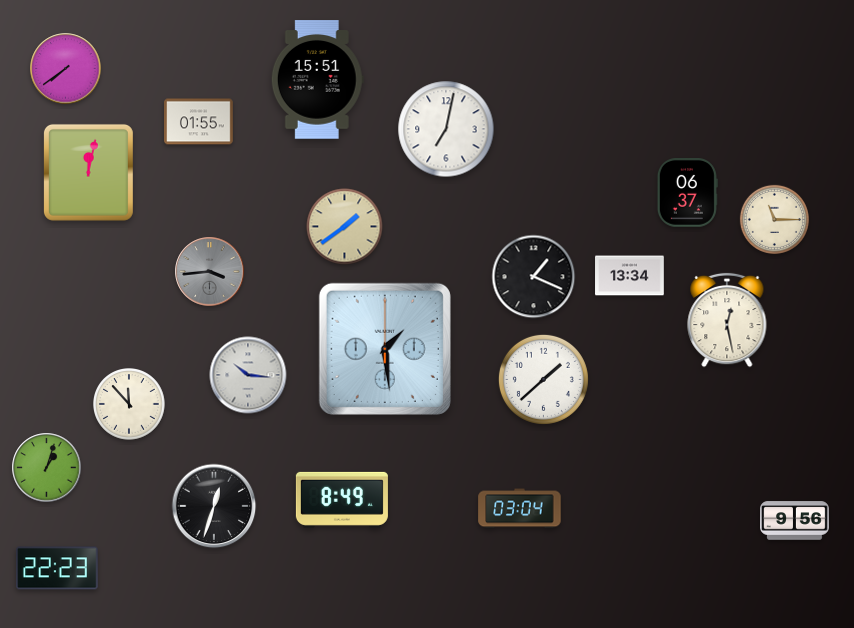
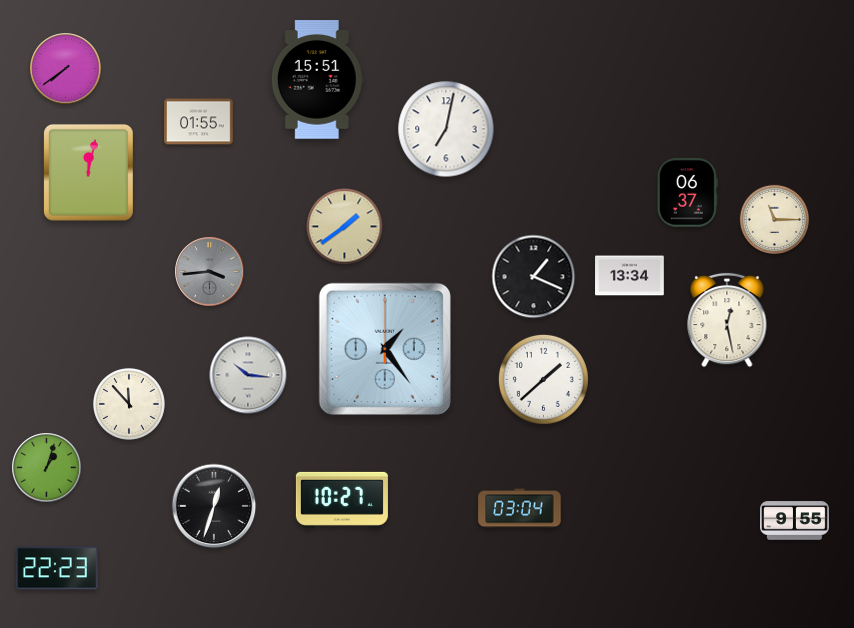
clock at (385, 349): 1:29 -> 1:24
clock at (342, 500): 8:49 -> 10:27
clock at (795, 521): 9:56 -> 9:55
